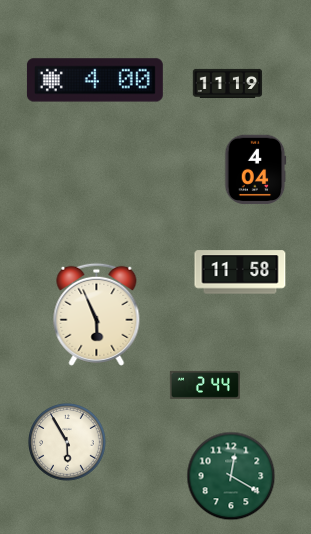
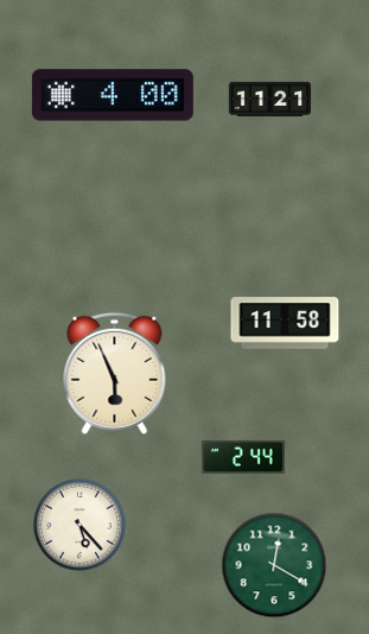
clock at (228, 83): 11:19 -> 11:21
clock at (255, 170): 4:04 -> none
clock at (68, 443): 5:55 -> 5:23
